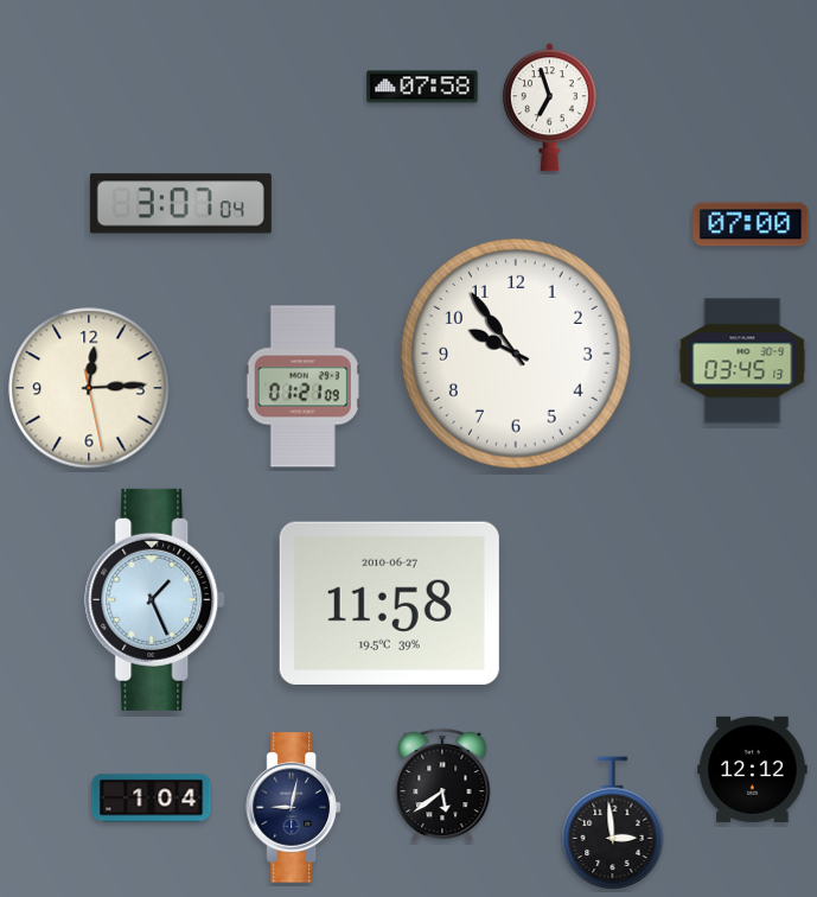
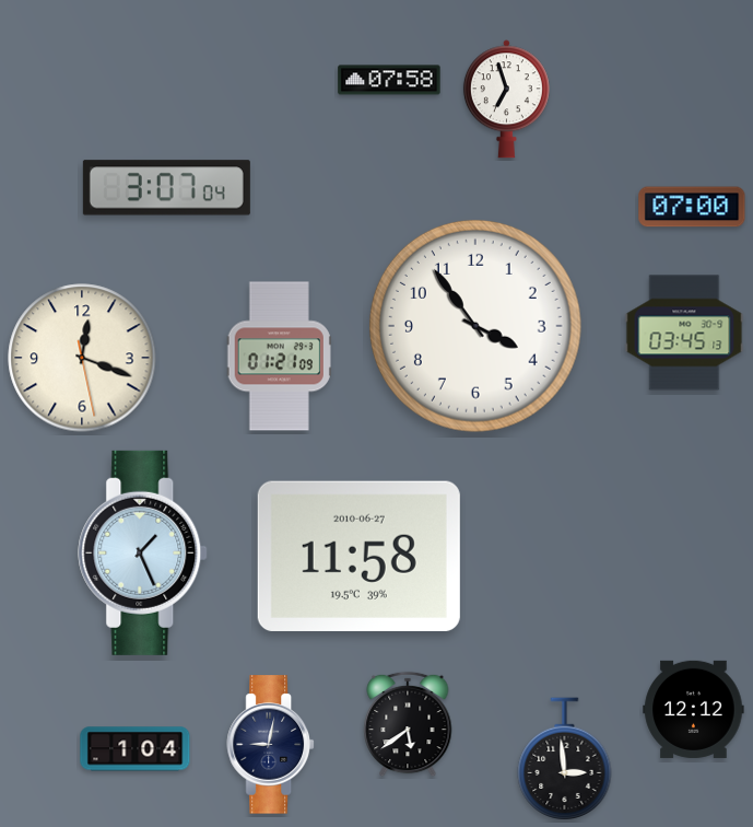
clock at (516, 354): 9:54 -> 3:54
clock at (89, 388): 12:14 -> 12:18
clock at (152, 799) position: (152, 799) -> (136, 749)
